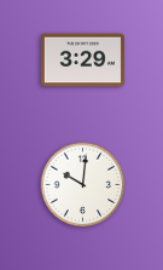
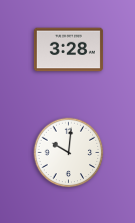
clock at (82, 61): 3:29 -> 3:28
